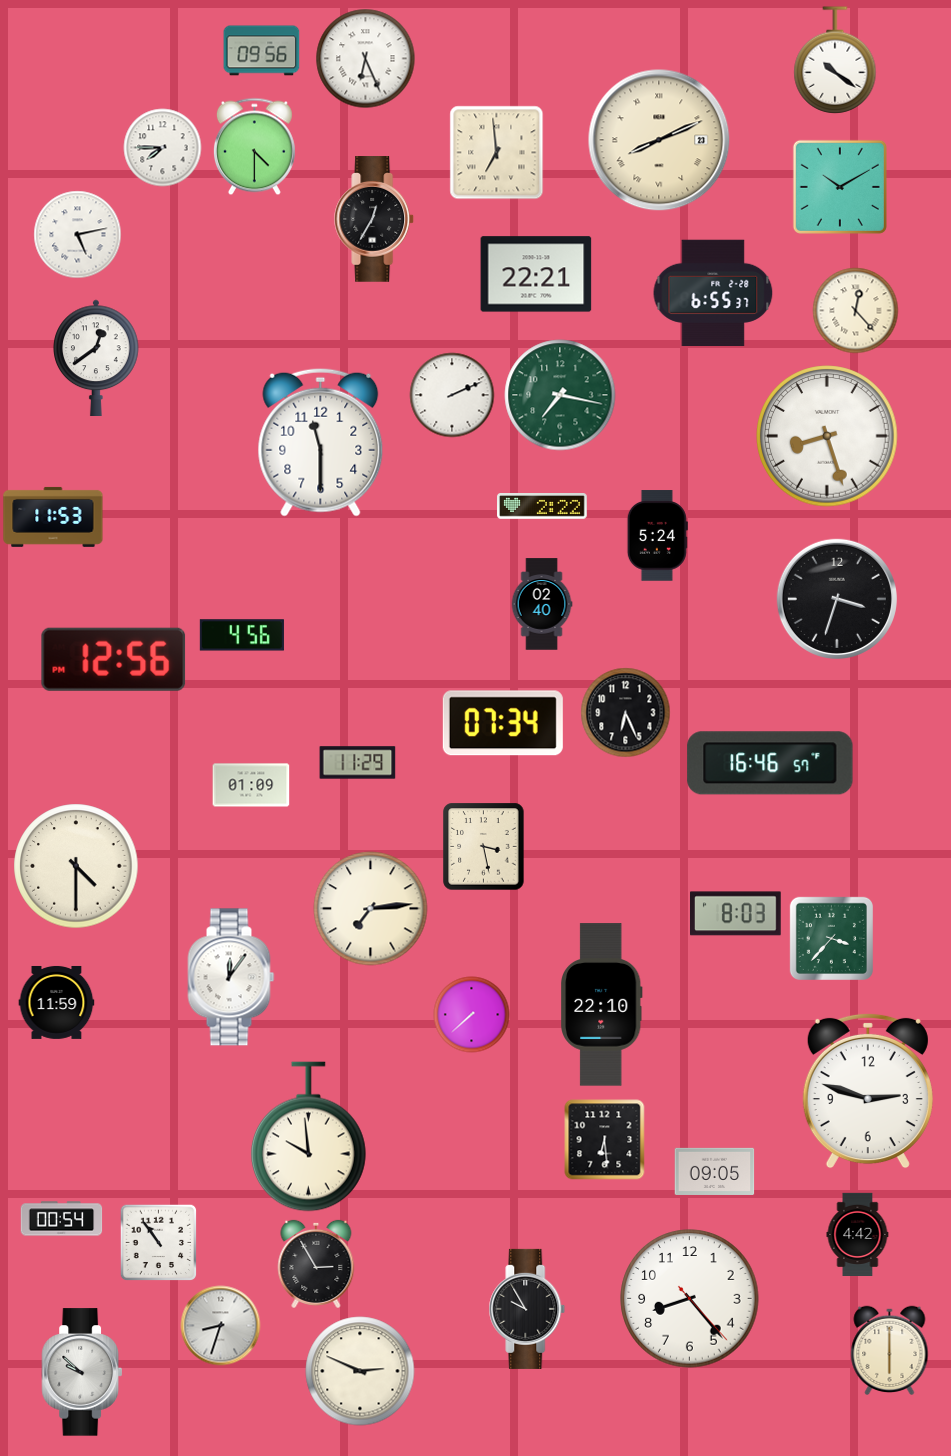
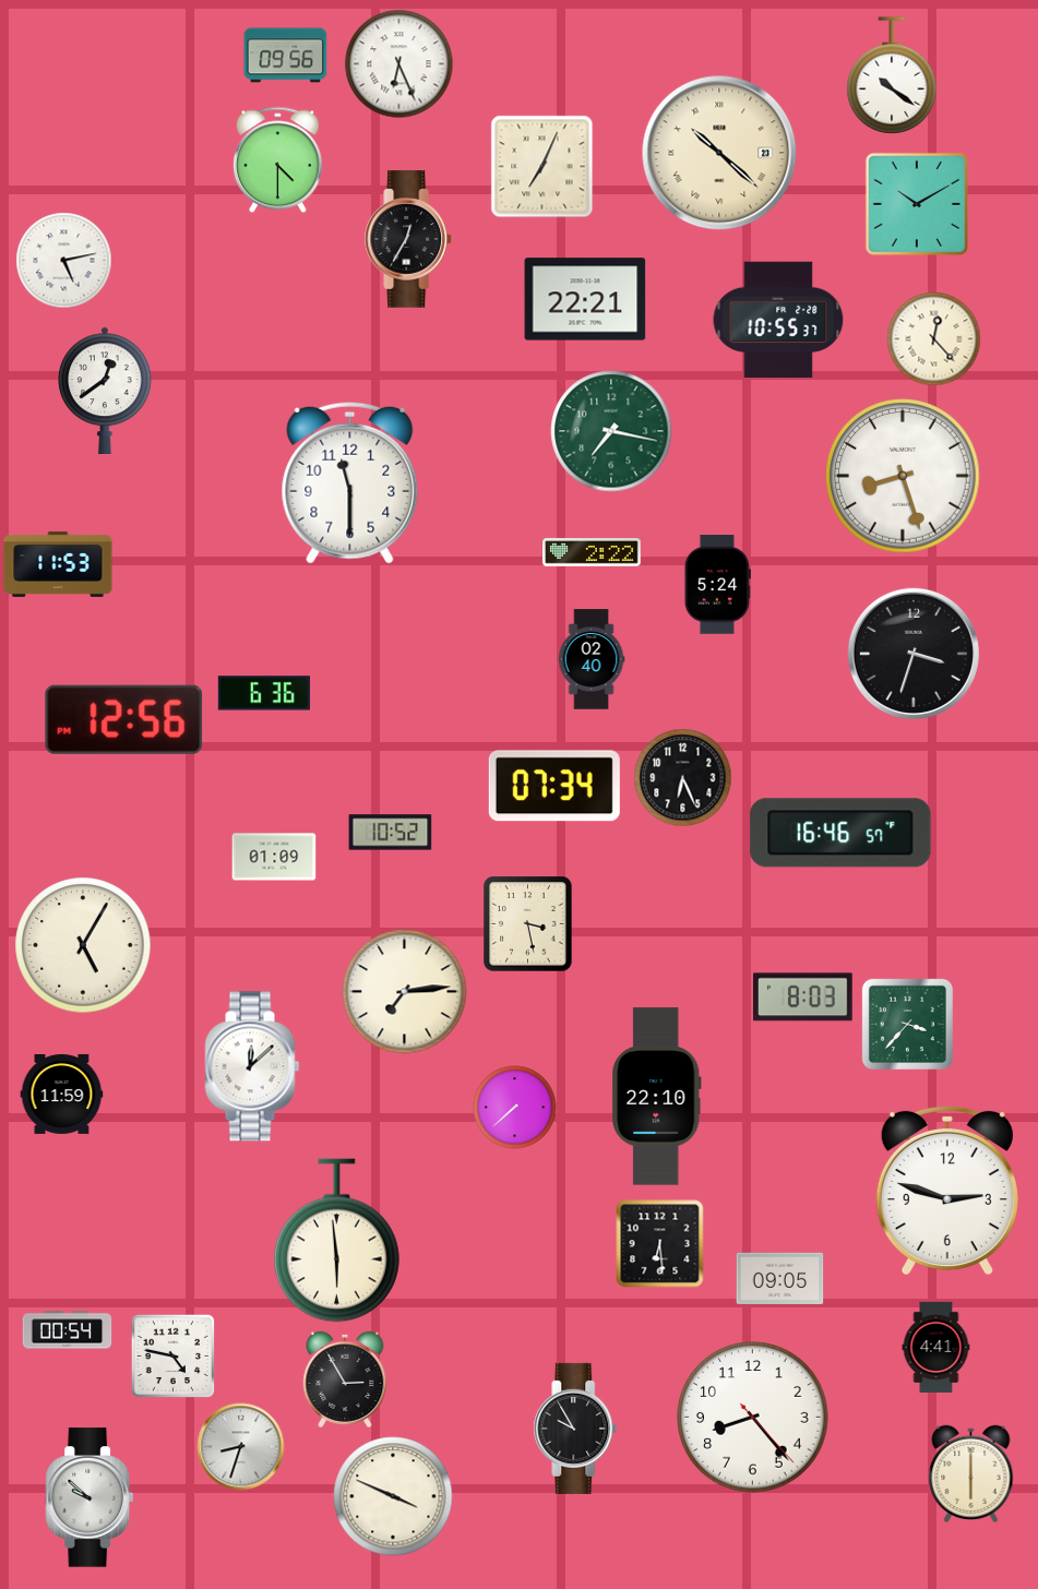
clock at (835, 60) position: (835, 60) -> (892, 75)
clock at (659, 140): 8:11 -> 10:22
clock at (163, 148): 7:45 -> none
clock at (497, 153): 6:59 -> 7:04
clock at (78, 235) position: (78, 235) -> (64, 261)
clock at (713, 293): 6:55 -> 10:55
clock at (452, 395): 2:11 -> none
clock at (242, 635): 4:56 -> 6:36
clock at (503, 723) position: (503, 723) -> (554, 786)
clock at (358, 763): 11:29 -> 10:52
clock at (76, 866): 4:30 -> 5:05
clock at (231, 977): 12:06 -> 12:08
clock at (309, 1137): 9:59 -> 5:59
clock at (858, 1234): 4:42 -> 4:41
clock at (158, 1242): 10:54 -> 4:47
clock at (360, 1371): 2:49 -> 3:49
